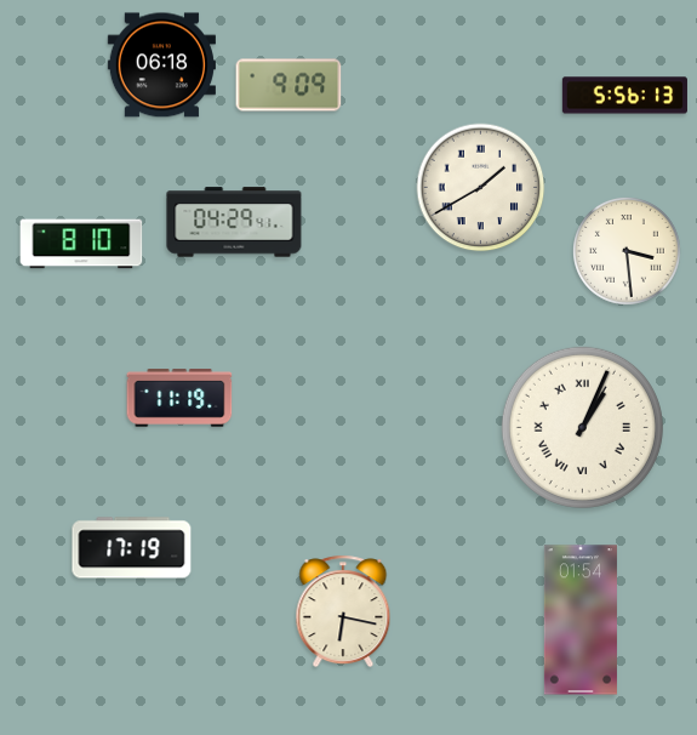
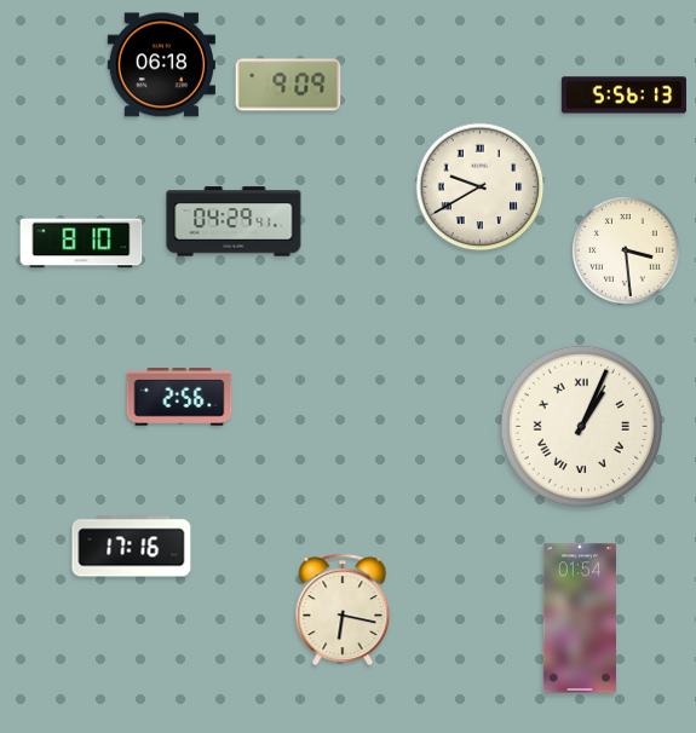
clock at (481, 188): 1:40 -> 9:40
clock at (179, 398): 11:19 -> 2:56
clock at (132, 548): 17:19 -> 17:16
